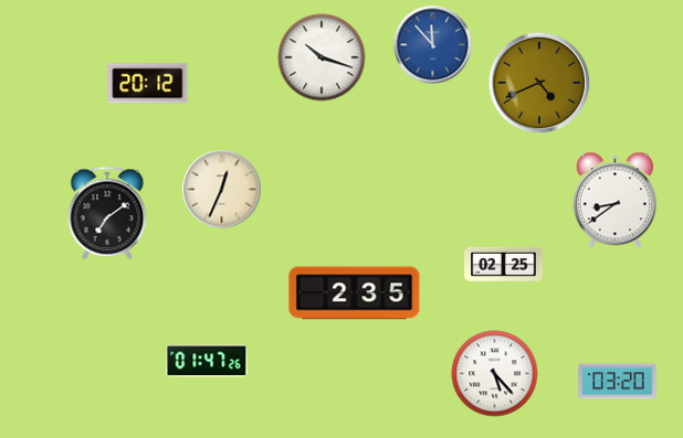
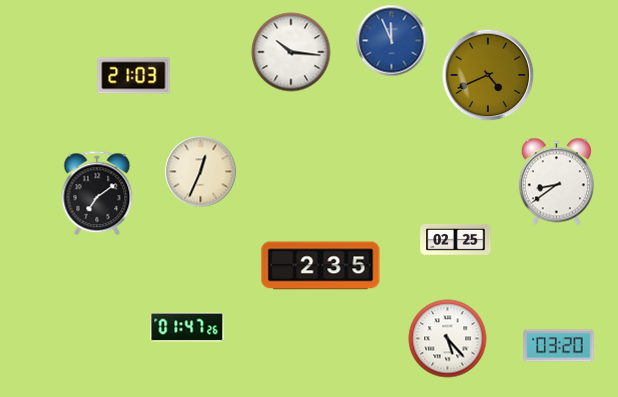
clock at (433, 45): 11:53 -> 11:56
clock at (322, 57): 10:18 -> 10:16
clock at (148, 84): 20:12 -> 21:03
